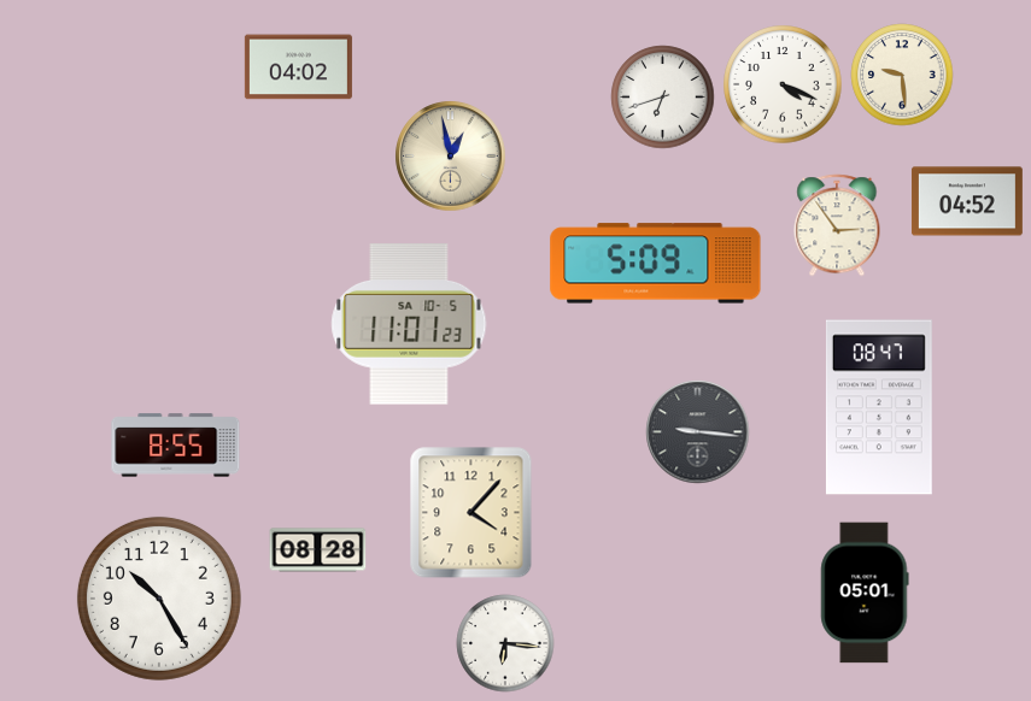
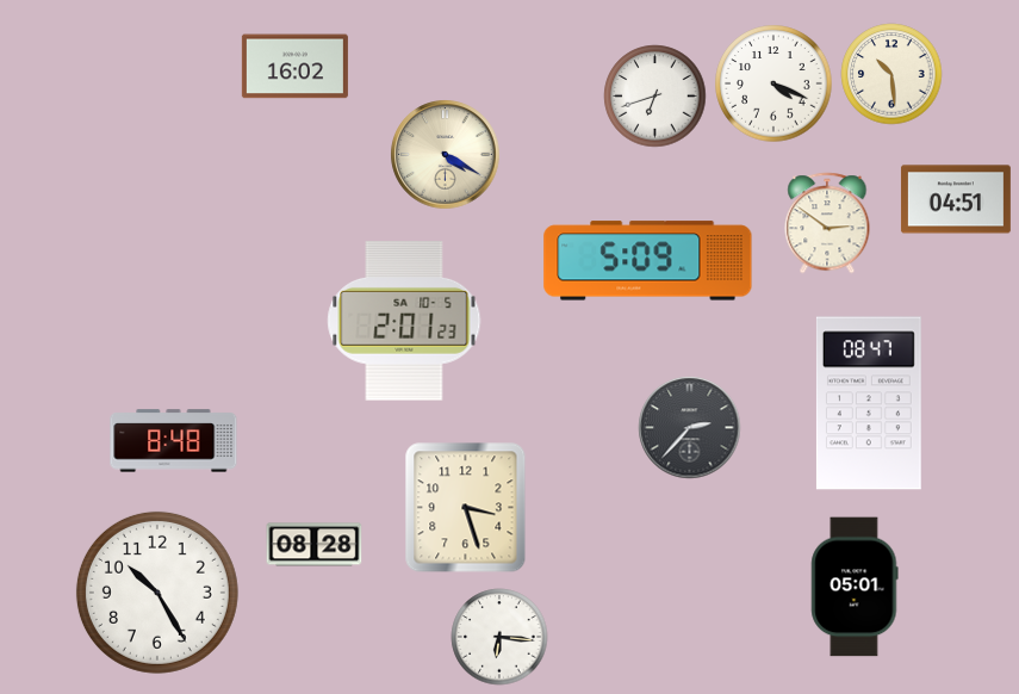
clock at (298, 67): 04:02 -> 16:02
clock at (902, 75): 9:29 -> 10:29
clock at (451, 157): 12:58 -> 4:20
clock at (967, 201): 04:52 -> 04:51
clock at (837, 225): 2:54 -> 2:51
clock at (409, 324): 11:01 -> 2:01
clock at (698, 432): 9:16 -> 2:37
clock at (176, 446): 8:55 -> 8:48
clock at (471, 513): 4:07 -> 3:27
